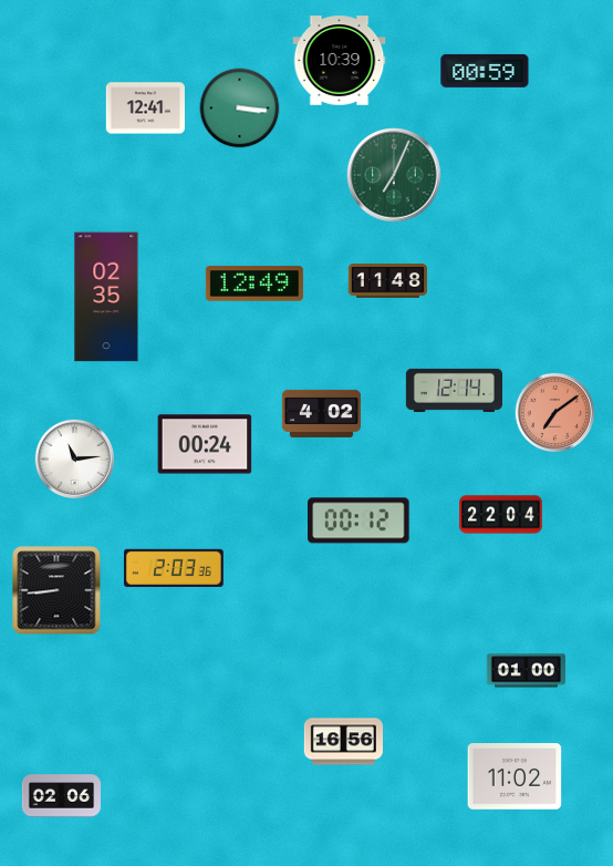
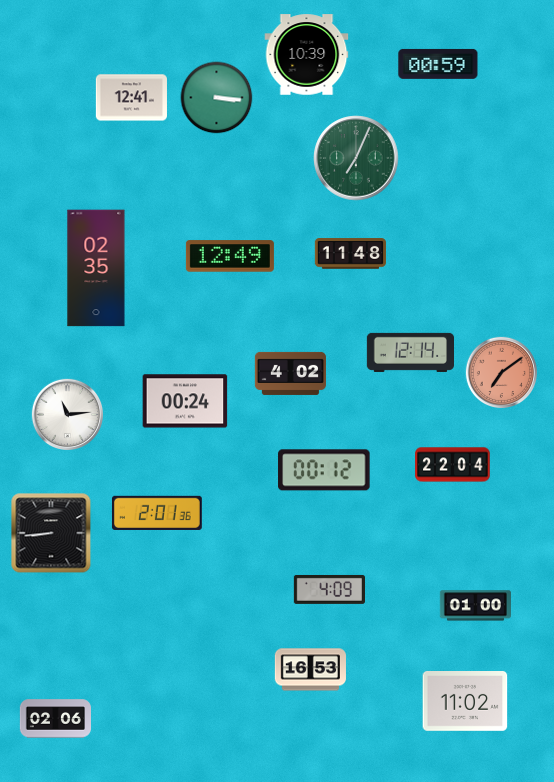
clock at (174, 568): 2:03 -> 2:01
clock at (329, 589): none -> 4:09
clock at (343, 742): 16:56 -> 16:53
